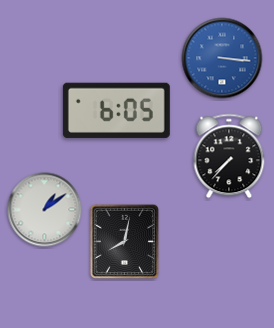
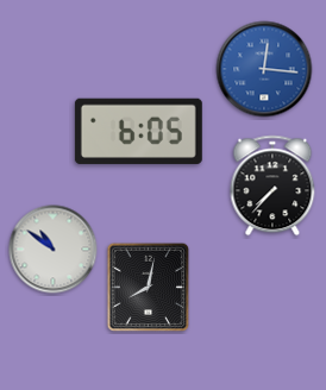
clock at (222, 58): 3:16 -> 12:16
clock at (45, 210): 1:09 -> 10:51
